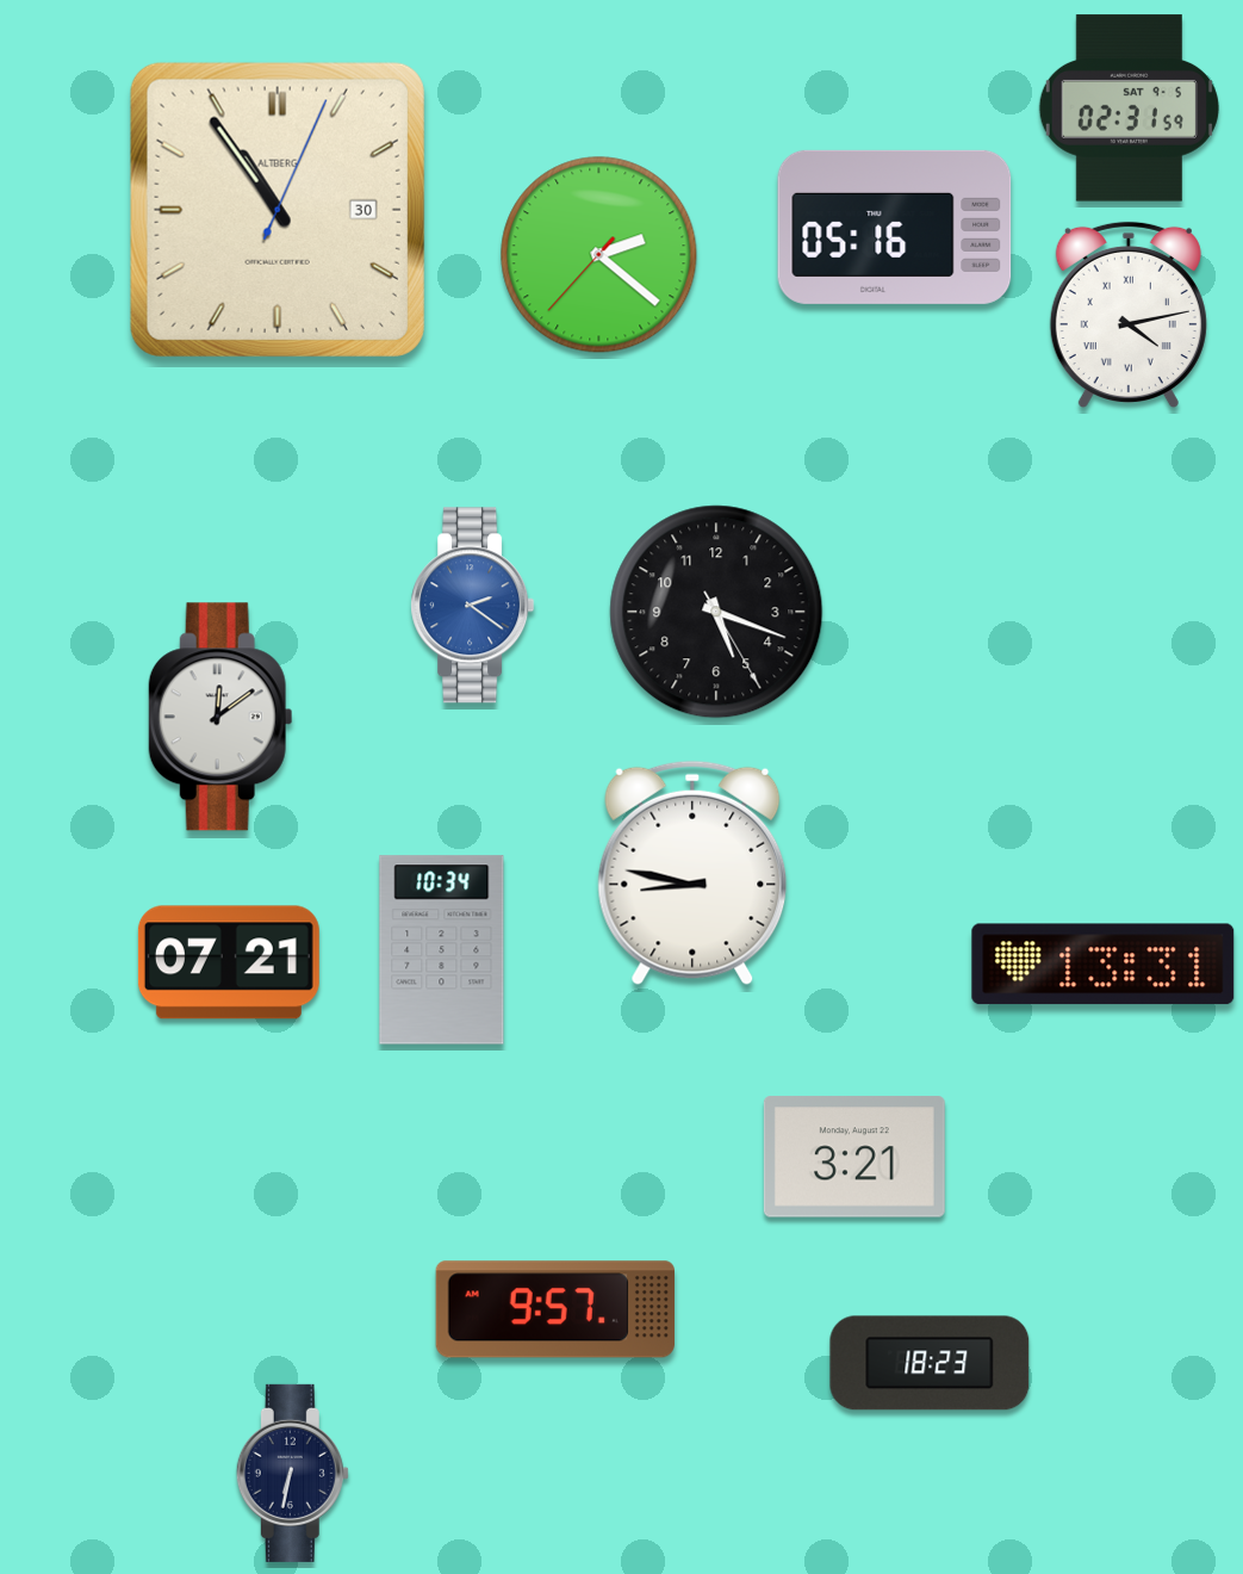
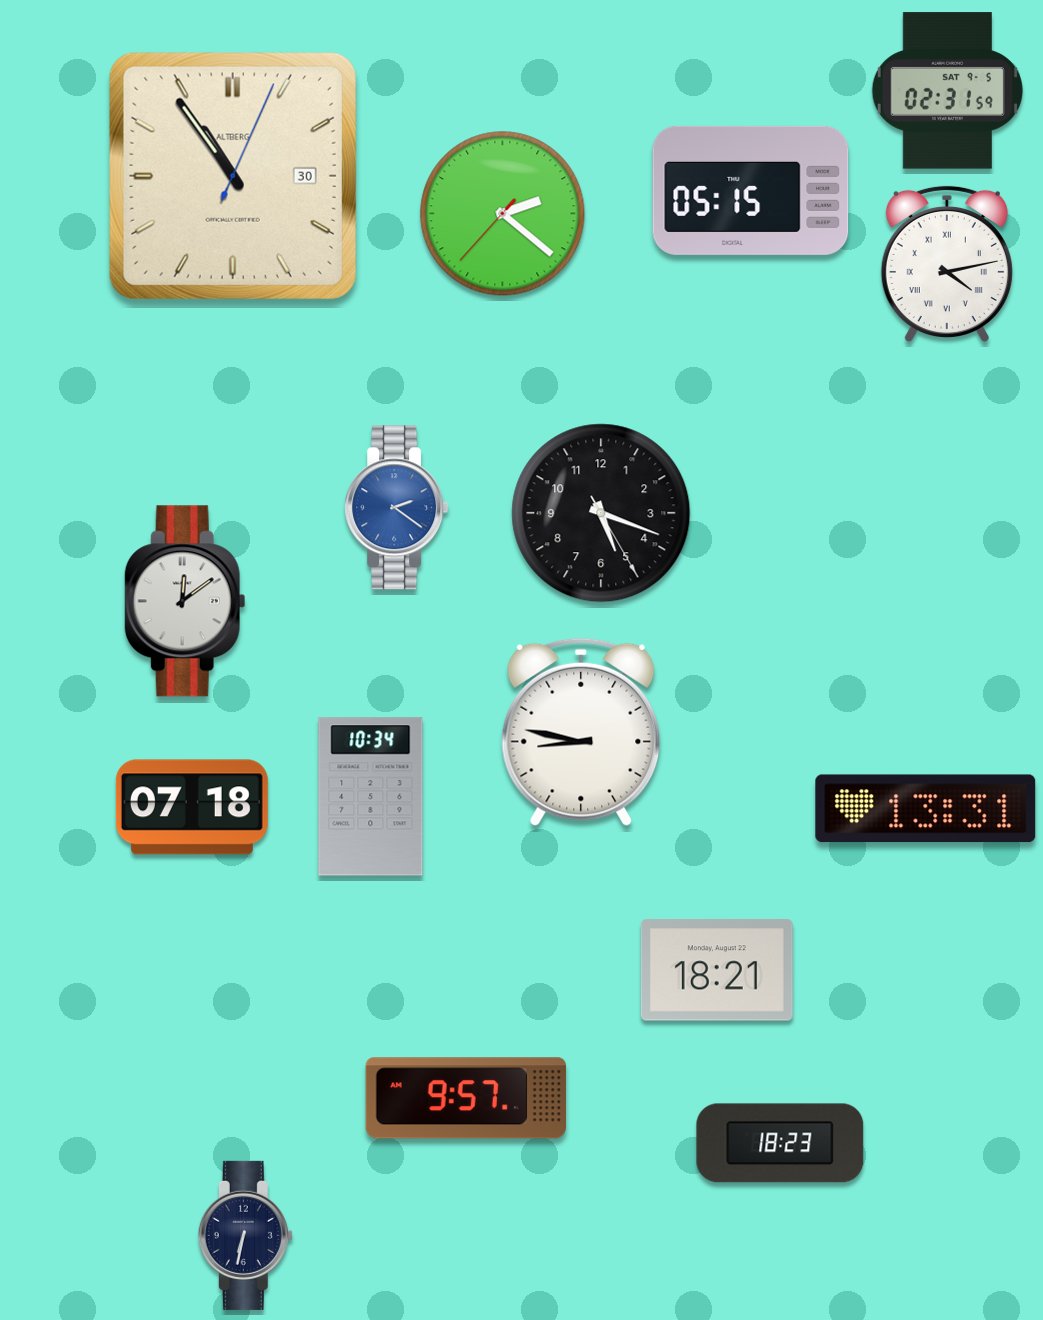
clock at (895, 227): 05:16 -> 05:15
clock at (229, 962): 07:21 -> 07:18
clock at (854, 1157): 3:21 -> 18:21
